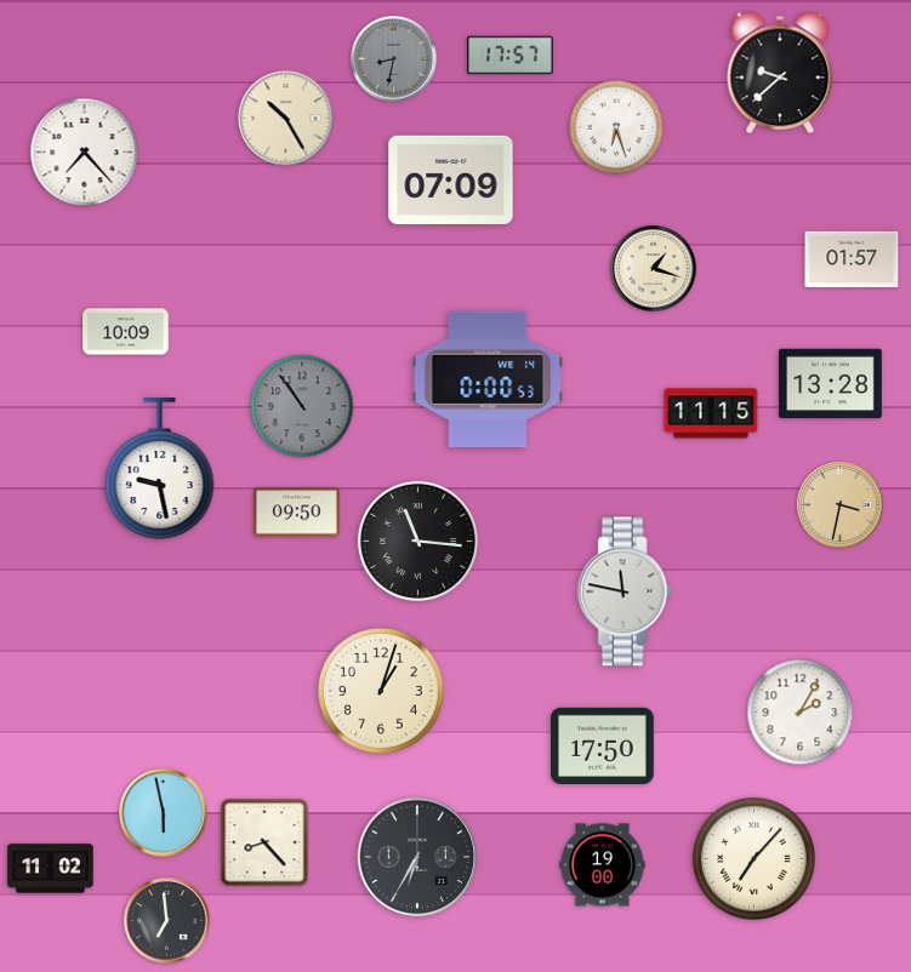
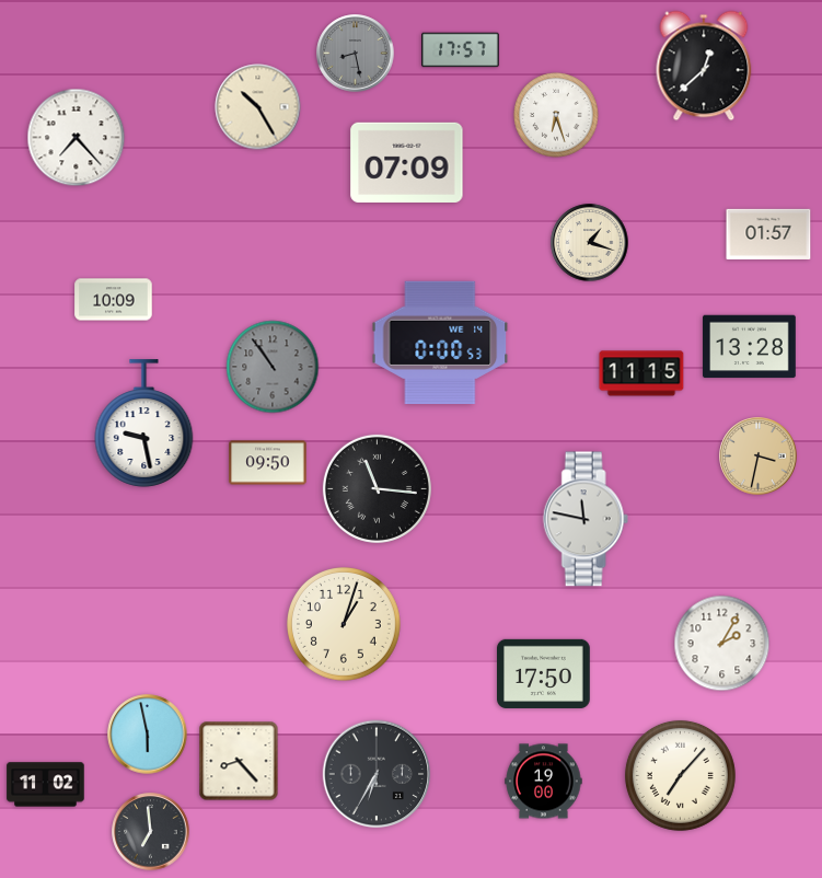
clock at (394, 59): 8:32 -> 8:28
clock at (780, 73): 9:38 -> 12:38
clock at (625, 591) position: (625, 591) -> (586, 519)
